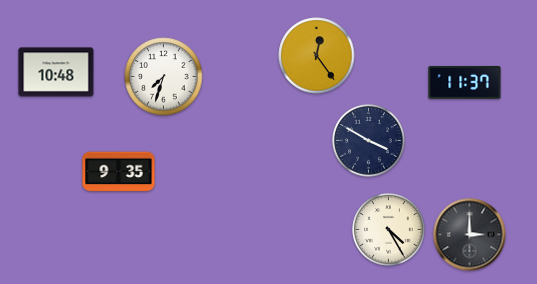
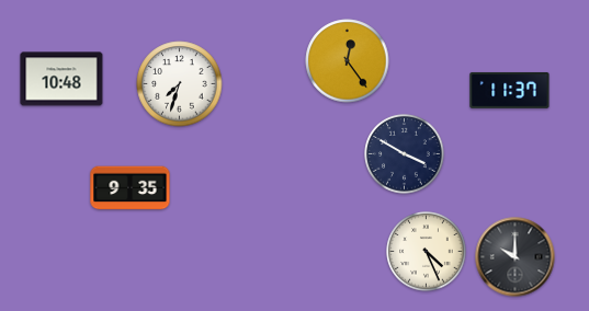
clock at (389, 230): 4:25 -> 4:26
clock at (470, 235): 3:00 -> 10:00
